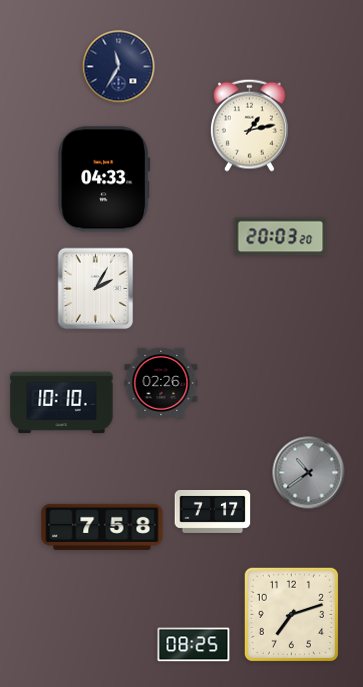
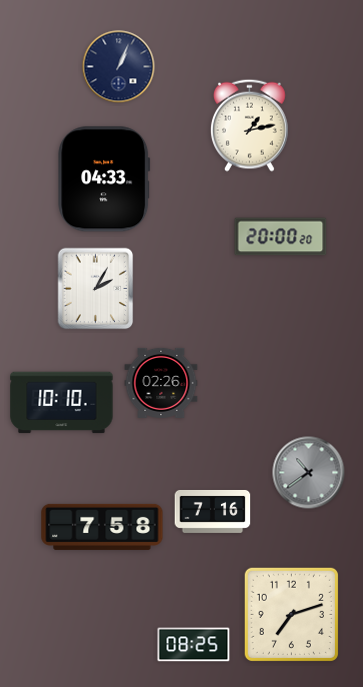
clock at (119, 67): 11:35 -> 1:04
clock at (281, 237): 20:03 -> 20:00
clock at (213, 511): 7:17 -> 7:16
